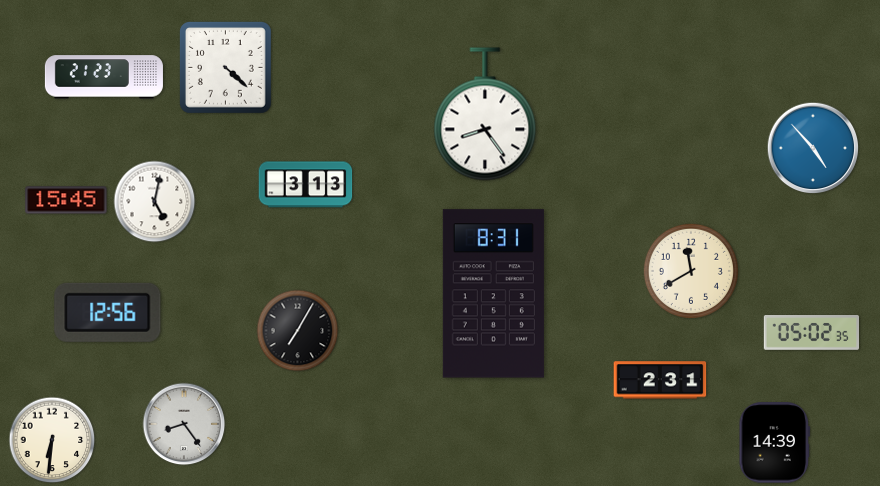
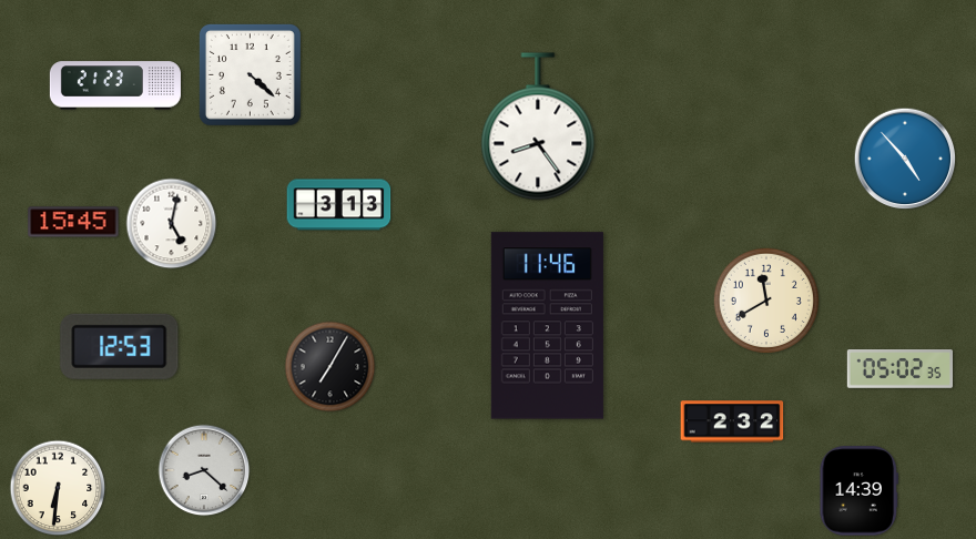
clock at (813, 148) position: (813, 148) -> (905, 159)
clock at (493, 294): 8:31 -> 11:46
clock at (108, 312): 12:56 -> 12:53
clock at (660, 380): 2:31 -> 2:32
clock at (184, 424): 8:24 -> 8:22
